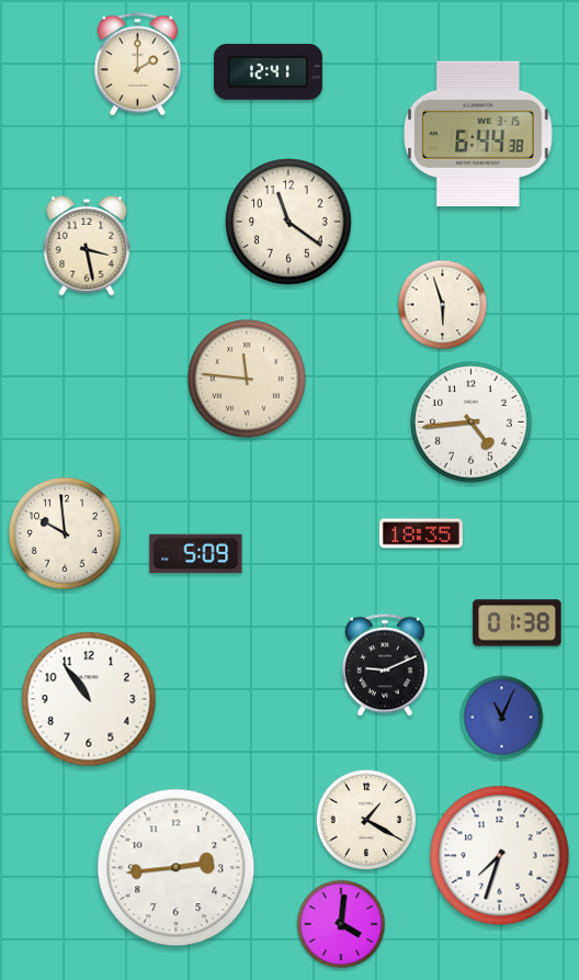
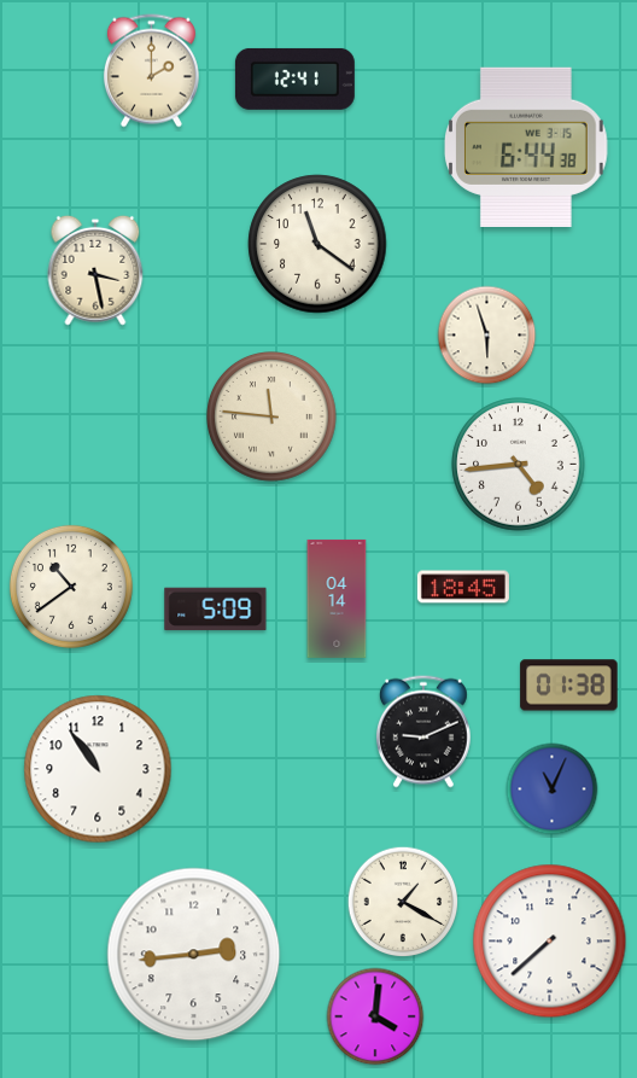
clock at (65, 533): 9:59 -> 10:39
clock at (421, 533): 18:35 -> 18:45
clock at (337, 599): none -> 04:14
clock at (500, 856): 7:33 -> 7:38
